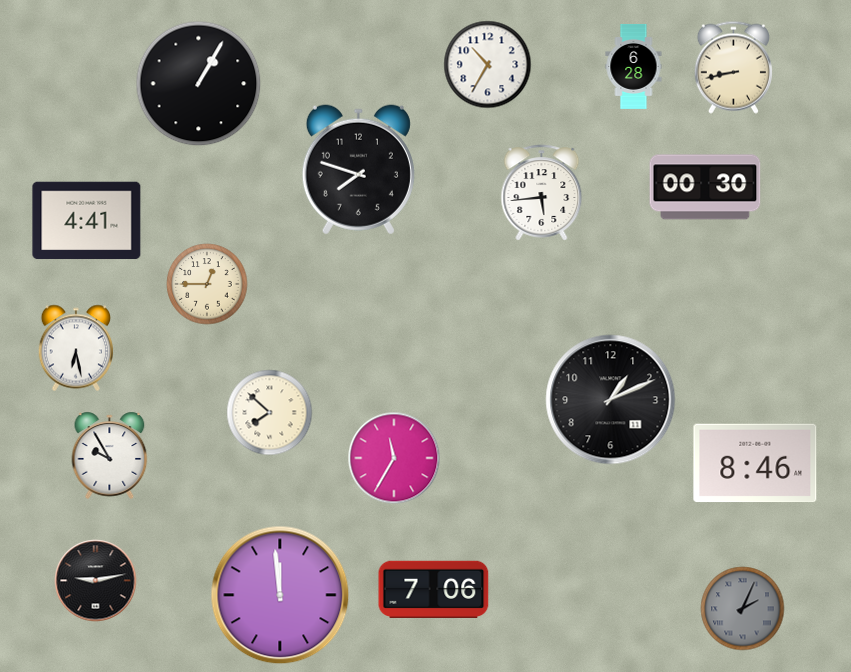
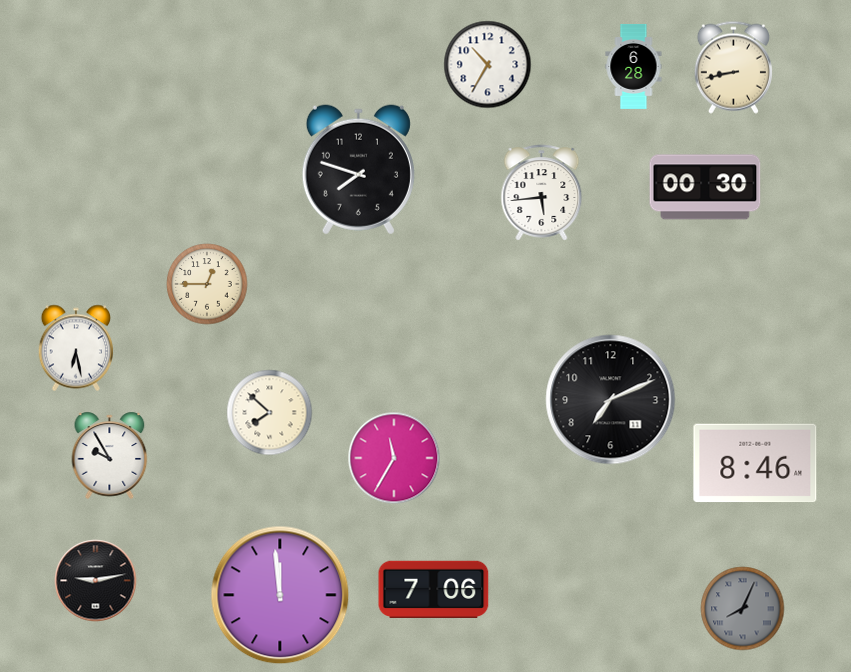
clock at (199, 84): 1:05 -> none
clock at (87, 221): 4:41 -> none
clock at (611, 400): 1:11 -> 7:11
clock at (743, 609): 2:04 -> 8:04
